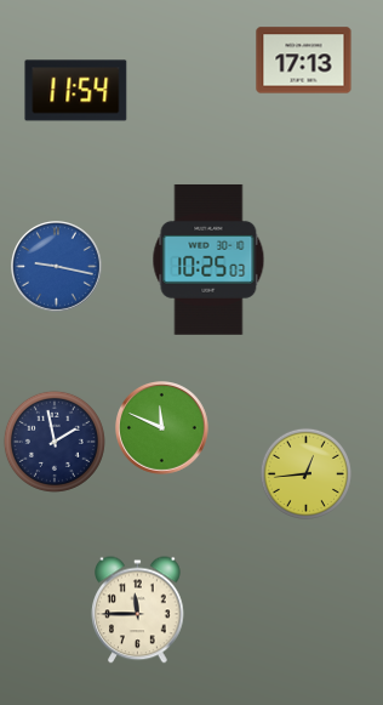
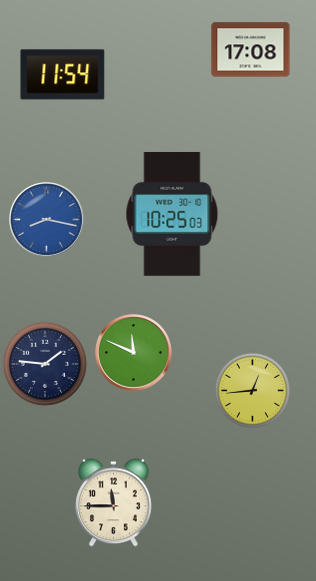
clock at (304, 61): 17:13 -> 17:08
clock at (57, 267): 9:17 -> 8:17
clock at (55, 442): 1:58 -> 1:46
